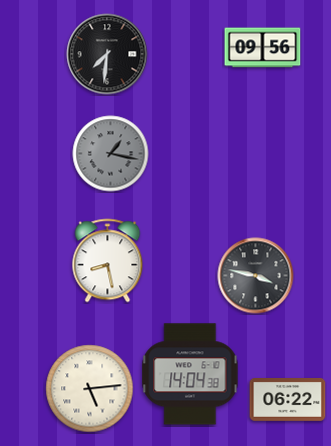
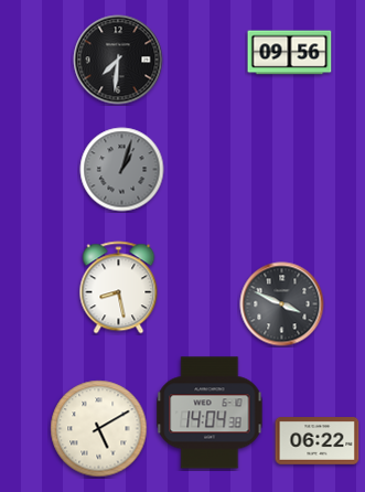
clock at (111, 154): 1:17 -> 1:03
clock at (256, 276): 3:47 -> 3:49
clock at (90, 389): 5:14 -> 5:10
